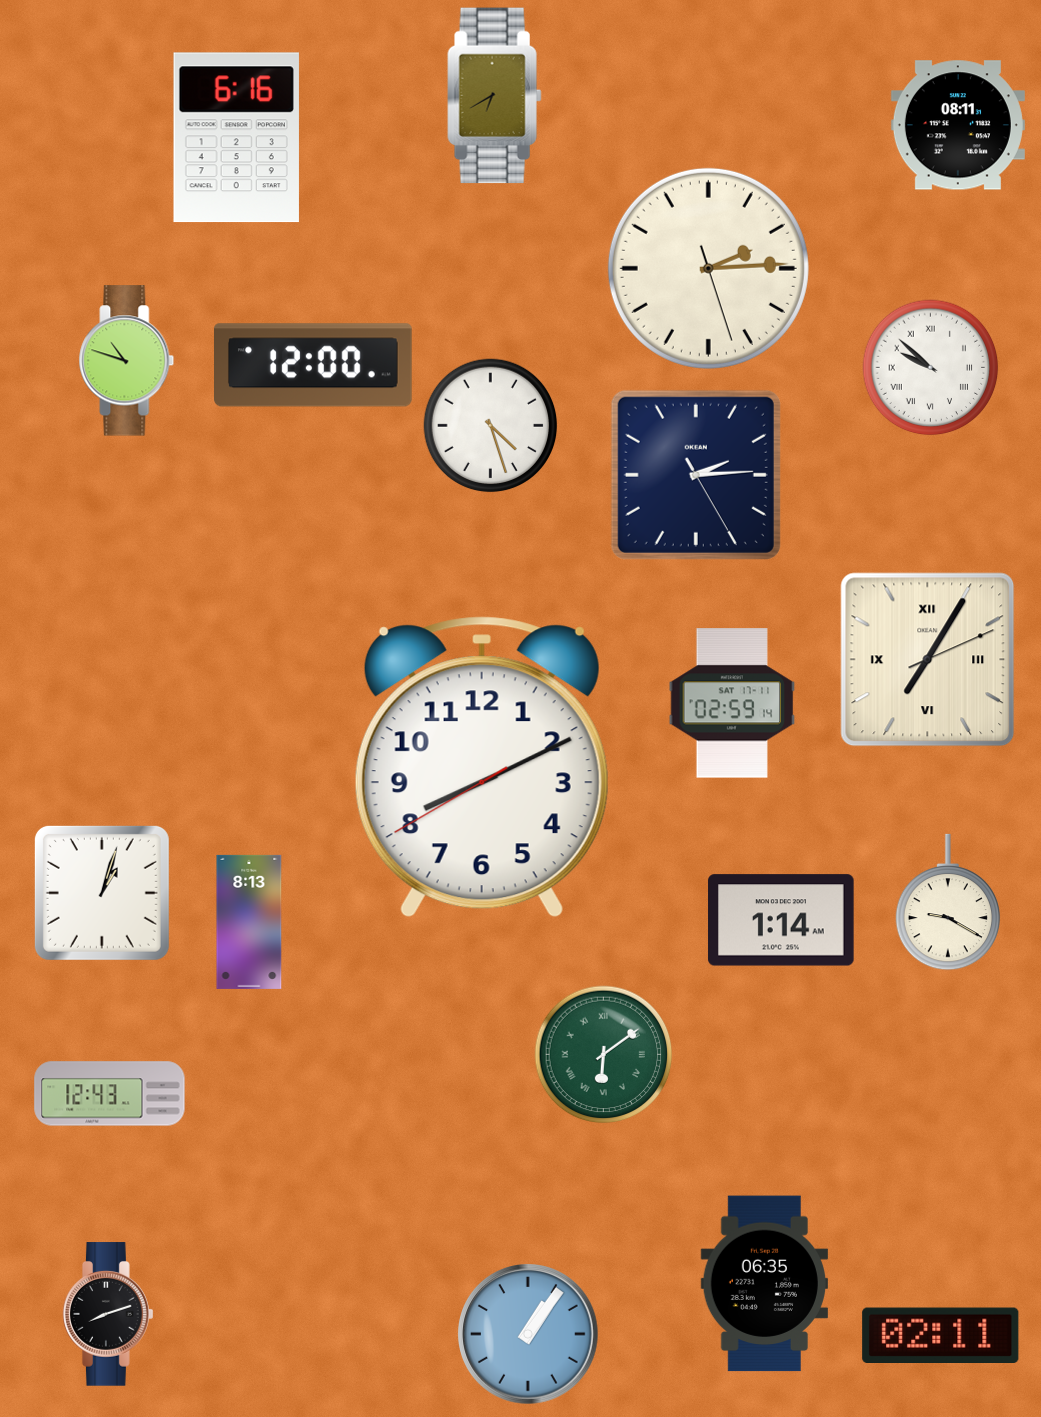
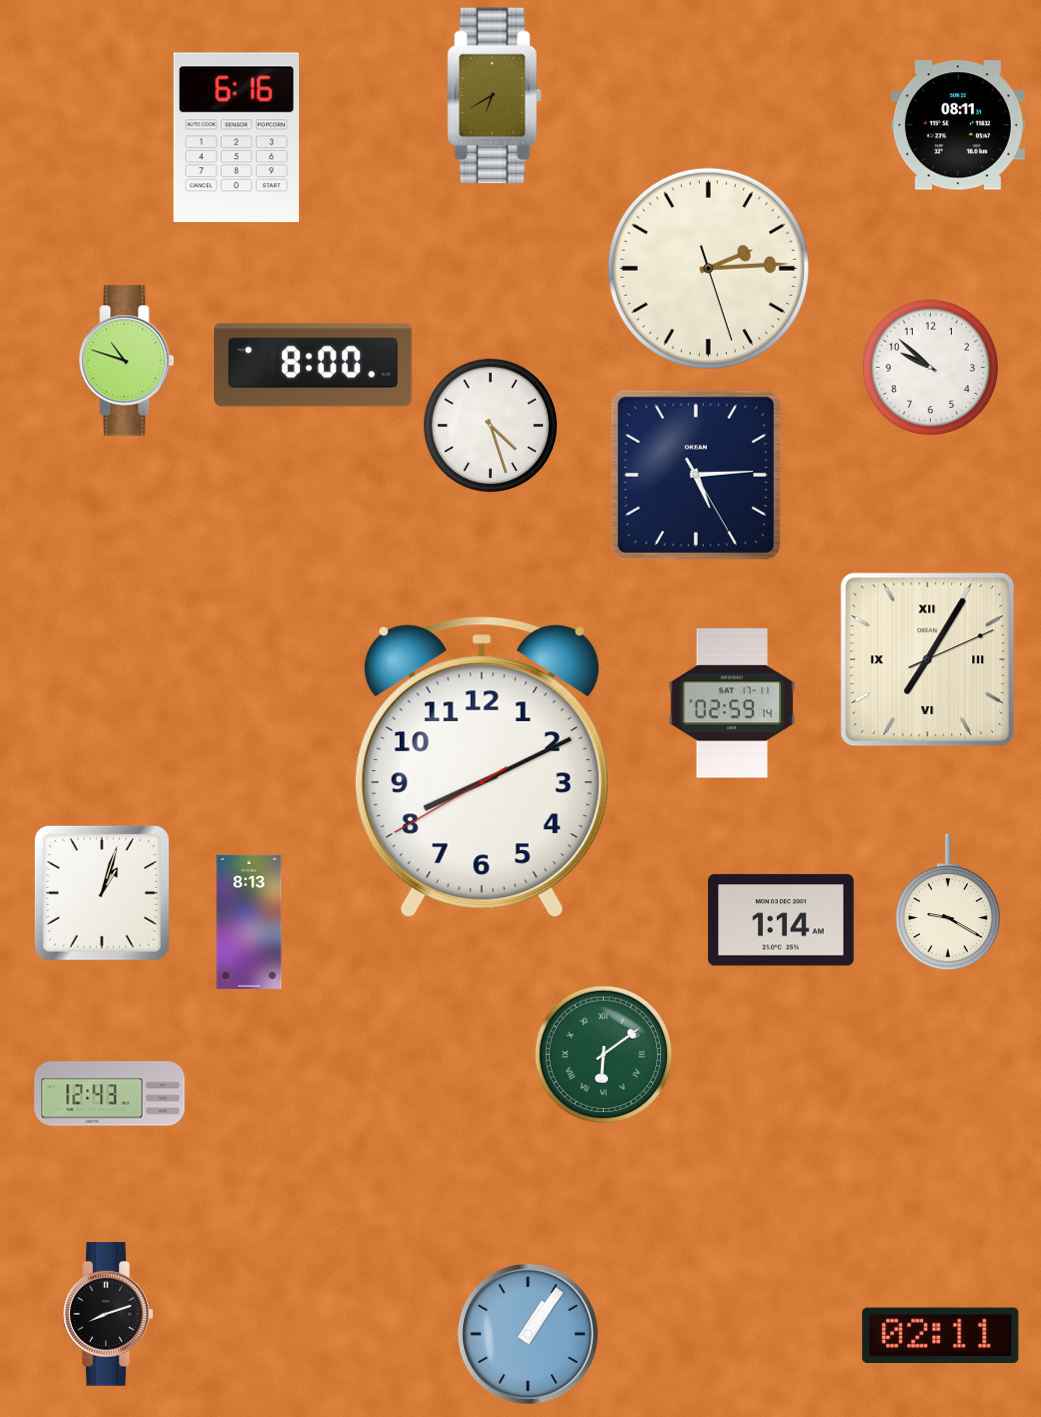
clock at (314, 365): 12:00 -> 8:00
clock at (931, 368) numerals: Roman -> Arabic
clock at (696, 475): 2:14 -> 5:14
clock at (764, 1284): 06:35 -> none
